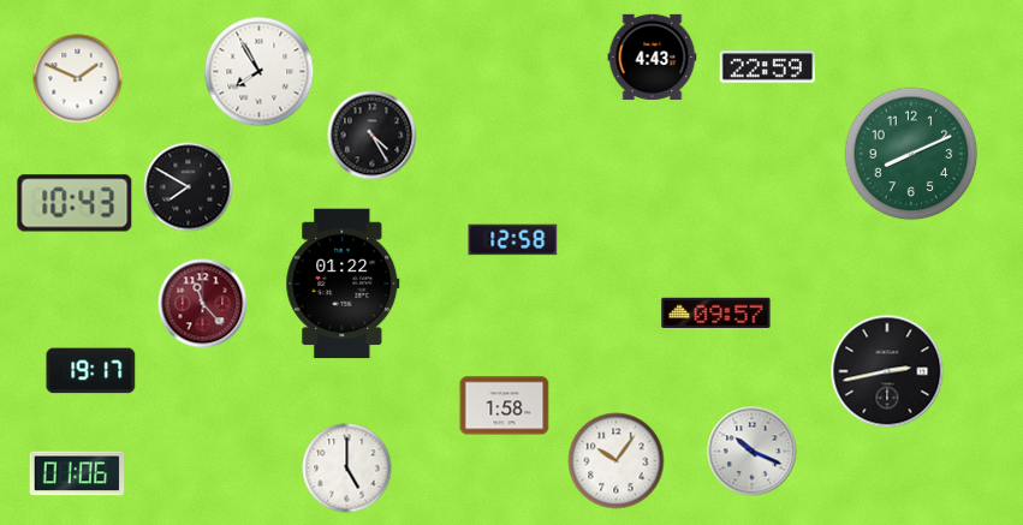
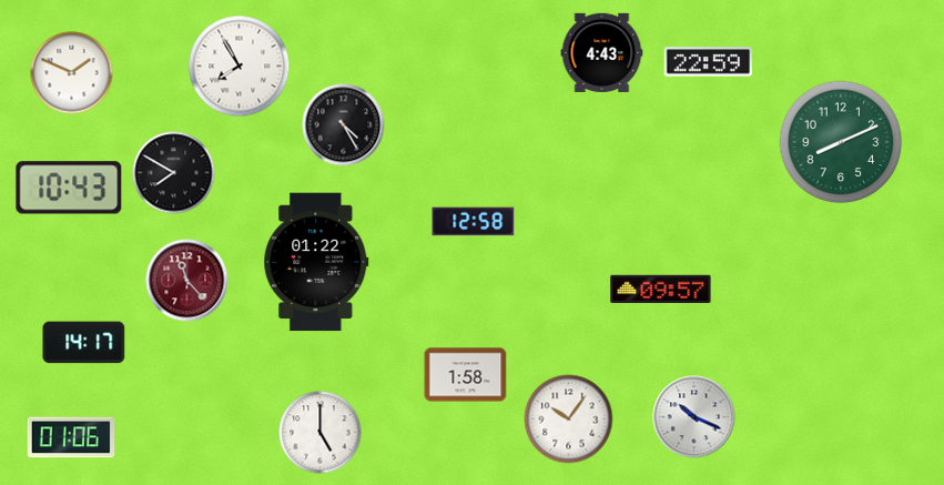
clock at (91, 371): 19:17 -> 14:17
clock at (887, 371): 2:43 -> none
clock at (617, 461) position: (617, 461) -> (569, 420)
